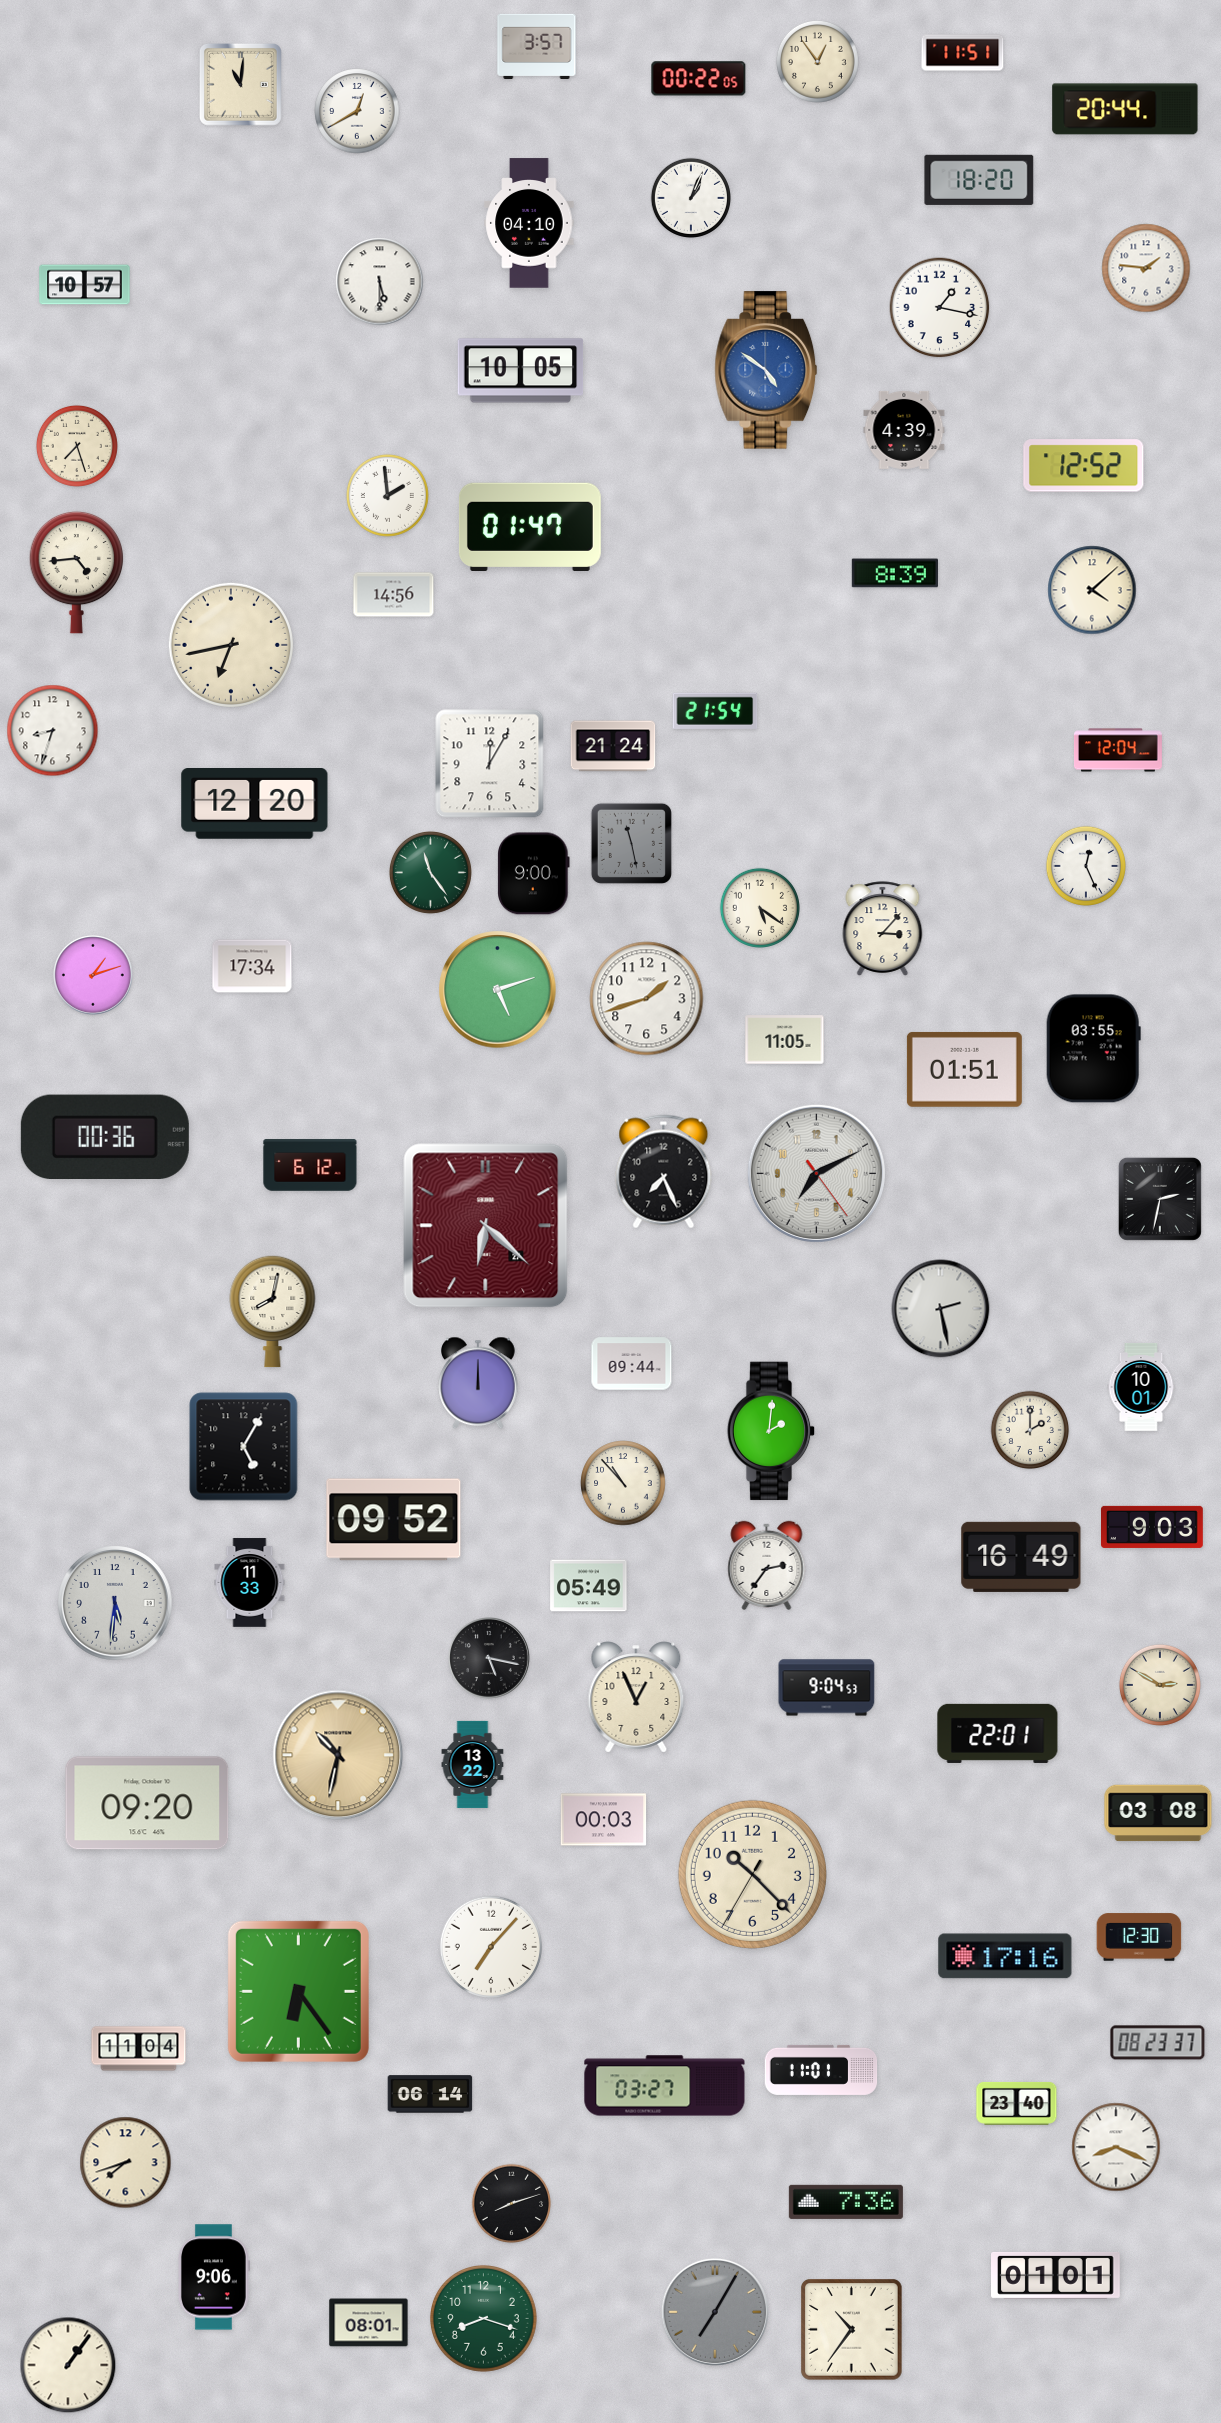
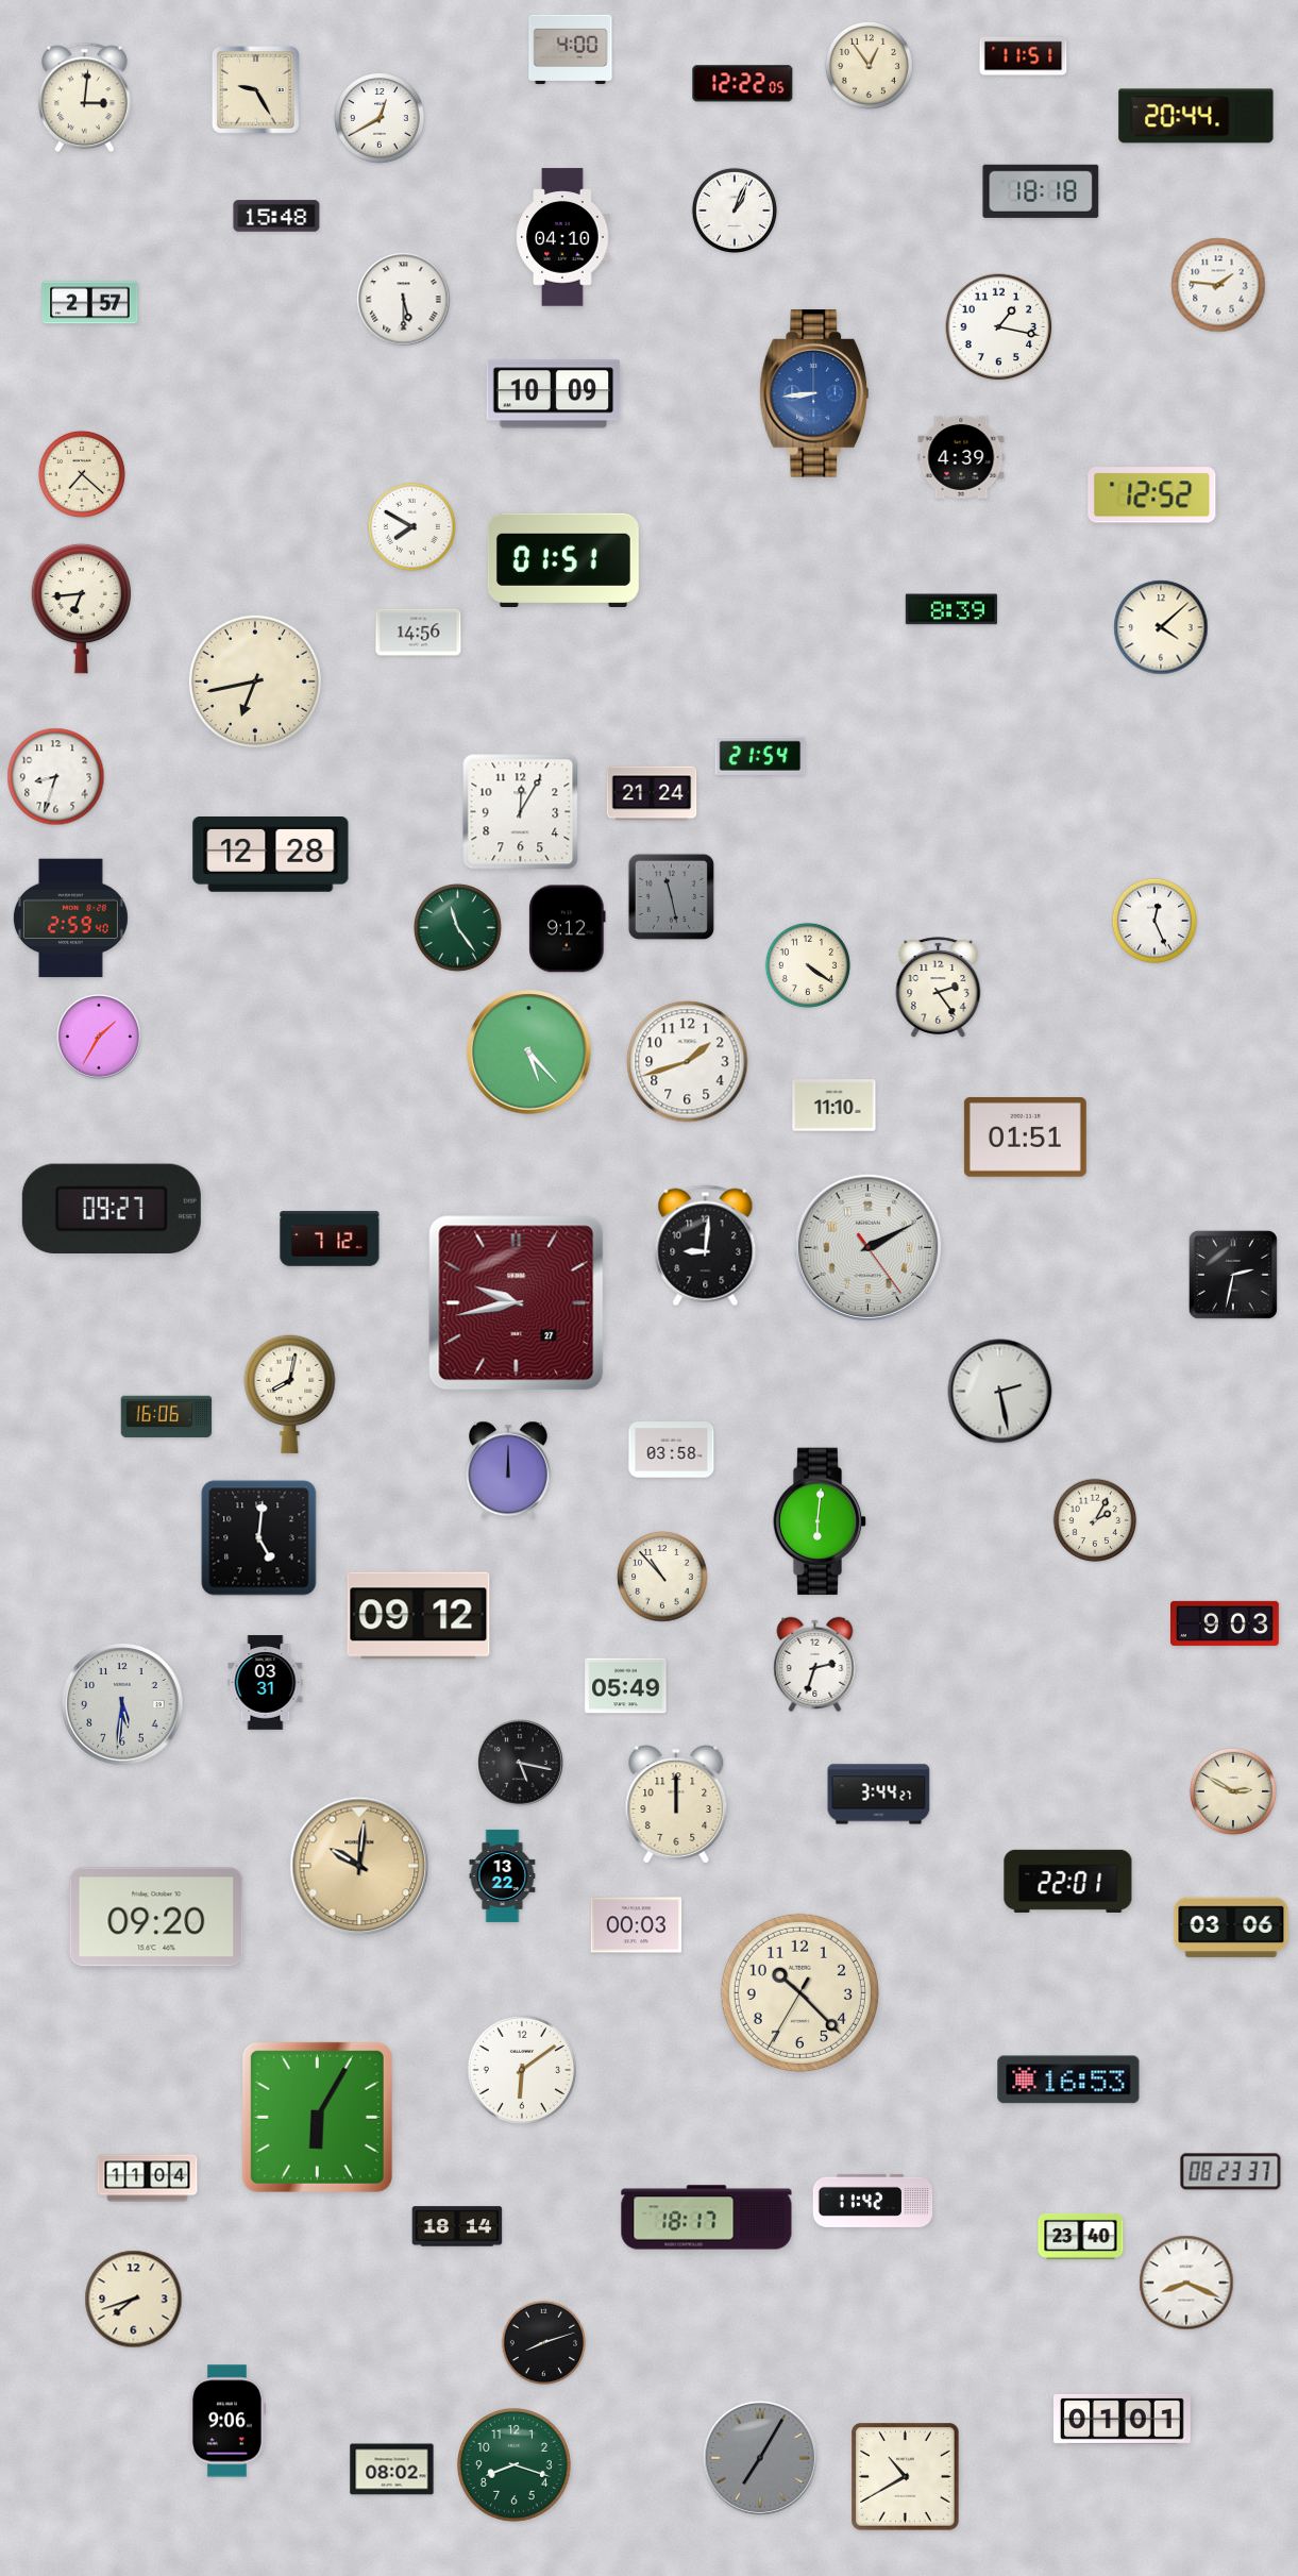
clock at (537, 46): 3:57 -> 4:00
clock at (699, 79): 00:22 -> 12:22
clock at (240, 84): 11:01 -> 9:25
clock at (84, 98): none -> 3:01
clock at (979, 180): 18:20 -> 18:18
clock at (276, 216): none -> 15:48
clock at (85, 285): 10:57 -> 2:57
clock at (766, 370): 4:51 -> 8:44
clock at (521, 371): 10:05 -> 10:09
clock at (77, 446): 7:27 -> 7:22
clock at (387, 495): 1:59 -> 7:50
clock at (530, 526): 01:47 -> 01:51
clock at (77, 572): 4:44 -> 6:44
clock at (231, 645) position: (231, 645) -> (255, 681)
clock at (1118, 750): 12:04 -> none
clock at (255, 804): 12:20 -> 12:28
clock at (70, 919): none -> 2:59
clock at (534, 874): 9:00 -> 9:12
clock at (760, 908): 5:21 -> 4:21
clock at (883, 929): 3:07 -> 2:24
clock at (252, 966): 17:34 -> none
clock at (93, 975): 1:12 -> 1:35
clock at (498, 990): 5:12 -> 5:23
clock at (785, 1040): 11:05 -> 11:10
clock at (1093, 1049): 03:55 -> none
clock at (105, 1136): 00:36 -> 09:27
clock at (310, 1165): 6:12 -> 7:12
clock at (664, 1172): 7:26 -> 9:01
clock at (816, 1173): 7:10 -> 2:10
clock at (486, 1226): 6:22 -> 9:43
clock at (167, 1417): none -> 16:06
clock at (632, 1364): 09:44 -> 03:58
clock at (1141, 1387): 10:01 -> none
clock at (1030, 1430): 2:00 -> 2:05
clock at (771, 1431): 2:01 -> 6:01
clock at (244, 1447): 5:05 -> 5:01
clock at (394, 1520): 09:52 -> 09:12
clock at (1021, 1557): 16:49 -> none
clock at (767, 1565): 2:36 -> 2:33
clock at (250, 1583): 11:33 -> 03:31
clock at (827, 1688): 9:04 -> 3:44
clock at (636, 1697): 12:56 -> 12:00
clock at (998, 1733) position: (998, 1733) -> (1068, 1881)
clock at (338, 1755): 10:32 -> 10:01
clock at (1158, 1813): 03:08 -> 03:06
clock at (604, 1820) position: (604, 1820) -> (637, 1925)
clock at (1139, 1937): 12:30 -> none
clock at (491, 1947): 7:07 -> 6:09
clock at (1005, 1956): 17:16 -> 16:53
clock at (298, 1991): 6:24 -> 6:05
clock at (821, 2070): 11:01 -> 11:42
clock at (665, 2086): 03:27 -> 18:17
clock at (430, 2094): 06:14 -> 18:14
clock at (846, 2202): 7:36 -> none
clock at (369, 2323): 08:01 -> 08:02
clock at (852, 2330): 10:36 -> 10:40
clock at (68, 2365): 1:06 -> none
